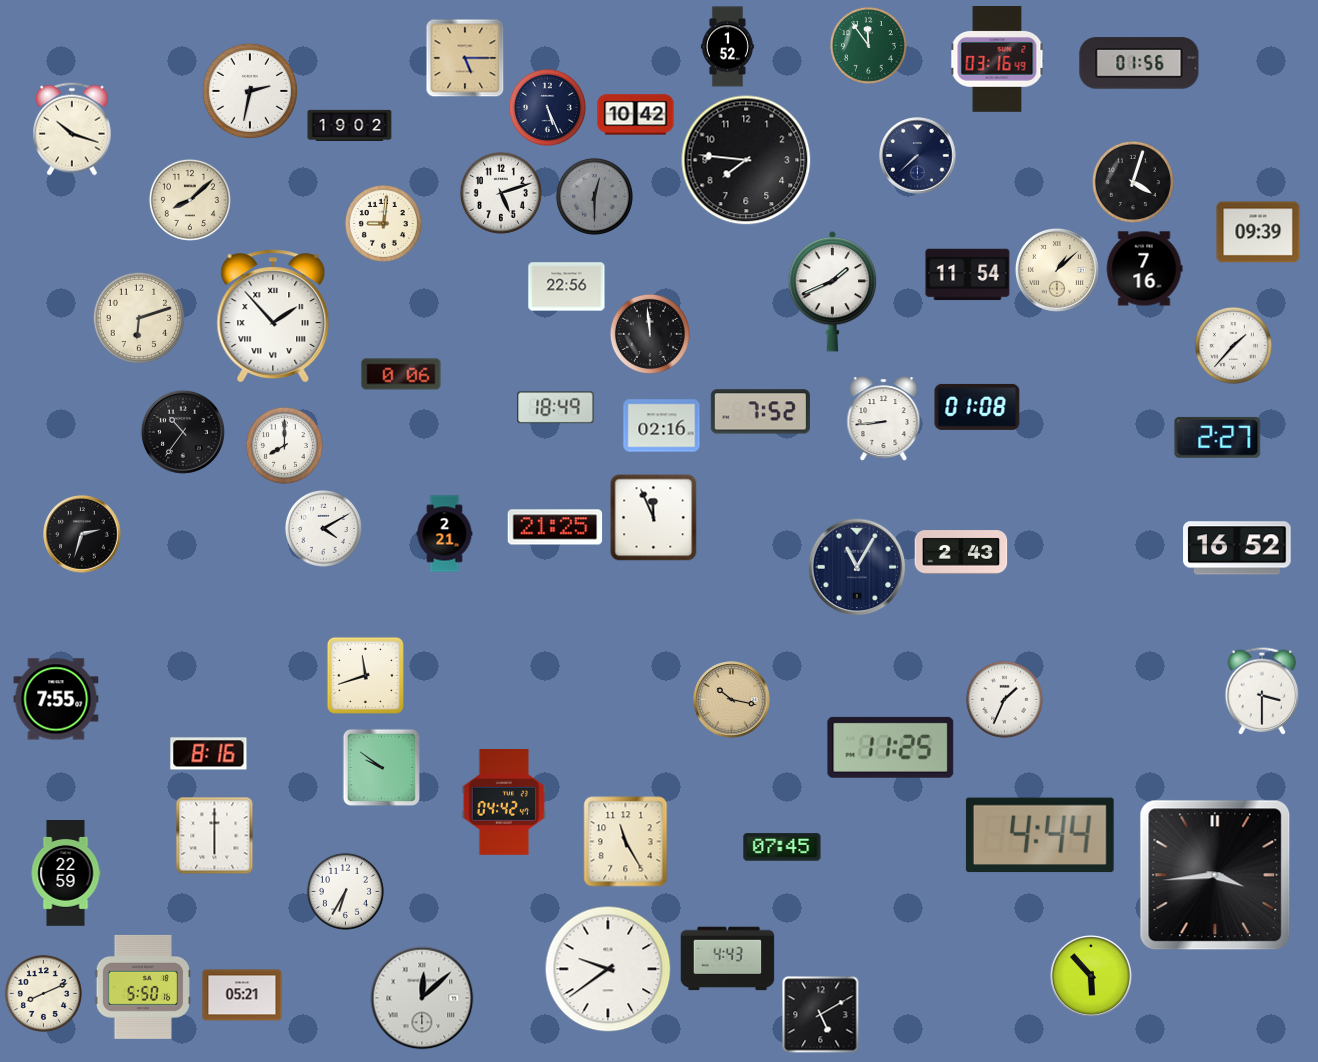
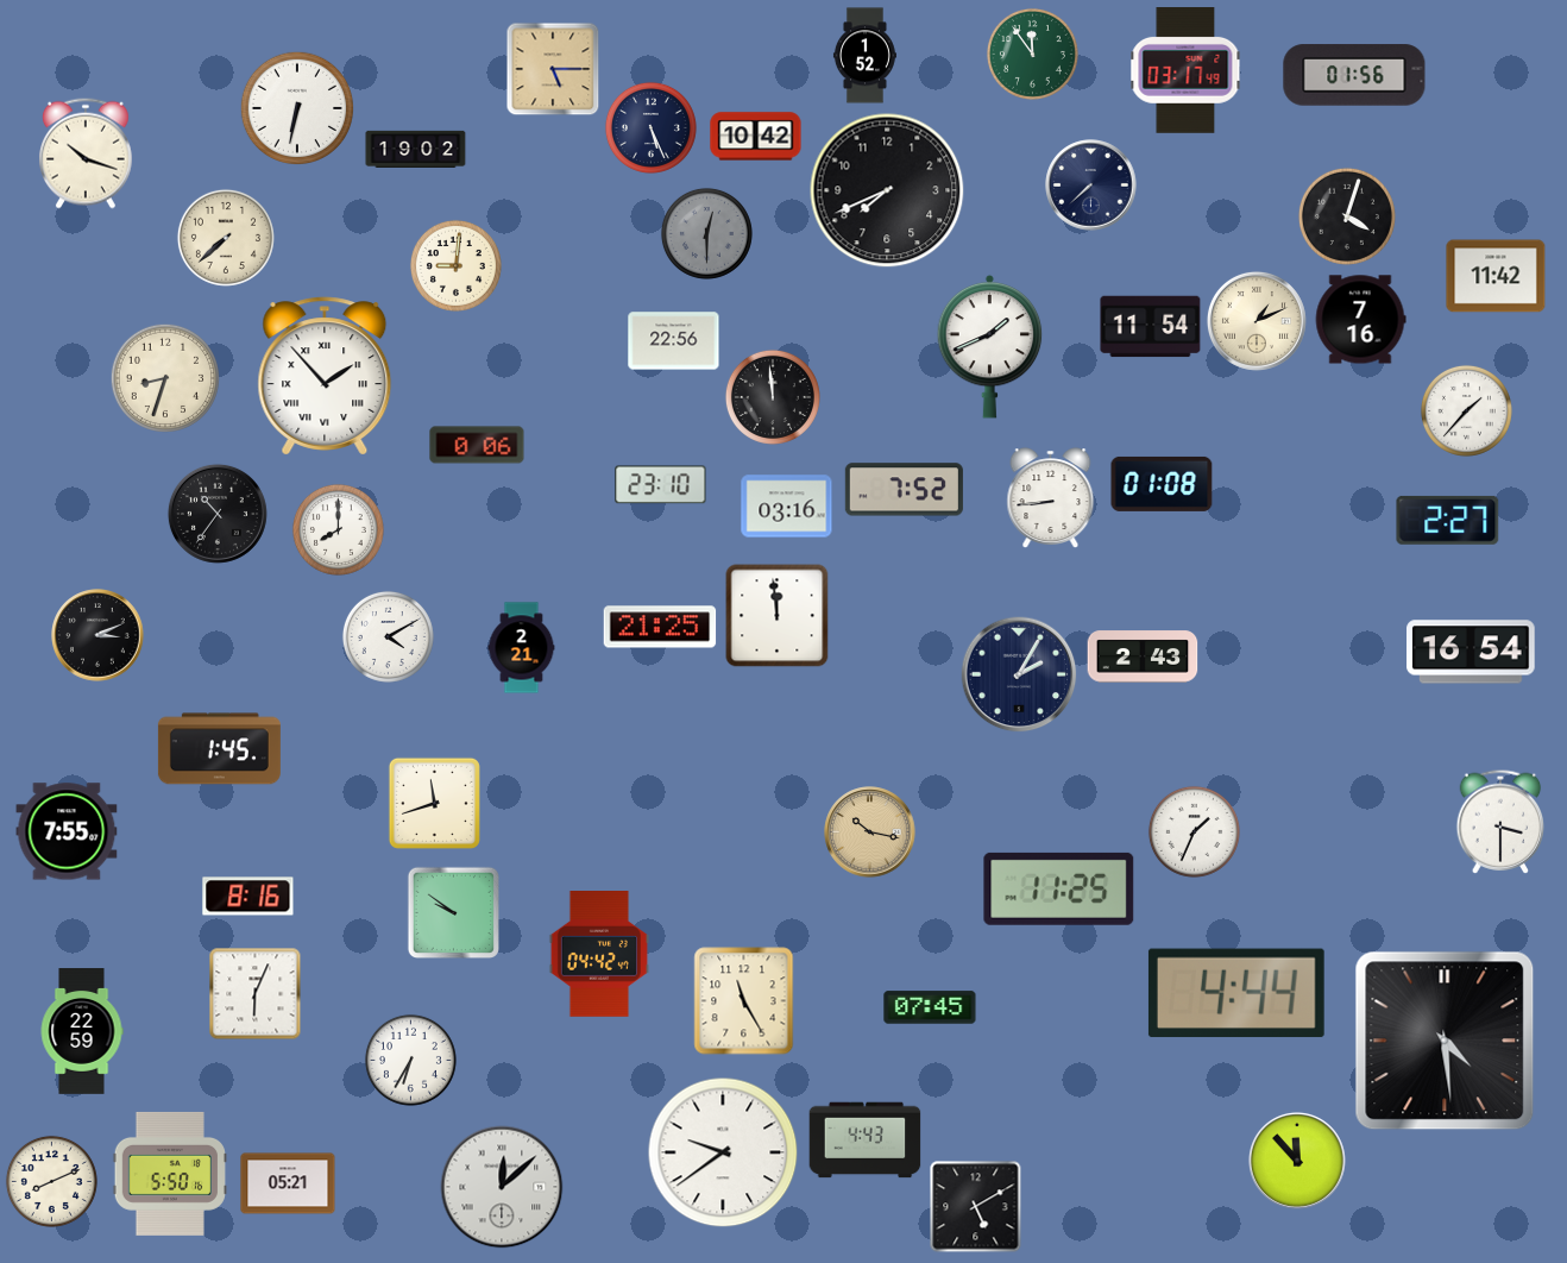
clock at (997, 60): 03:16 -> 03:17
clock at (249, 90): 2:32 -> 6:32
clock at (746, 160): 7:46 -> 7:41
clock at (501, 193): 5:12 -> none
clock at (190, 200): 8:08 -> 7:38
clock at (1258, 232): 09:39 -> 11:42
clock at (1057, 270): 1:08 -> 1:11
clock at (138, 317): 6:12 -> 8:33
clock at (556, 408): 18:49 -> 23:10
clock at (662, 426): 02:16 -> 03:16
clock at (654, 518): 11:56 -> 11:59
clock at (323, 528) position: (323, 528) -> (388, 636)
clock at (82, 534): 2:33 -> 3:11
clock at (445, 534) position: (445, 534) -> (522, 648)
clock at (1237, 548): 16:52 -> 16:54
clock at (857, 567): 11:05 -> 2:05
clock at (219, 749): none -> 1:45
clock at (214, 835): 6:00 -> 6:04
clock at (66, 873) position: (66, 873) -> (82, 1031)
clock at (1215, 875): 3:44 -> 4:29
clock at (1091, 976): 5:53 -> 11:53
